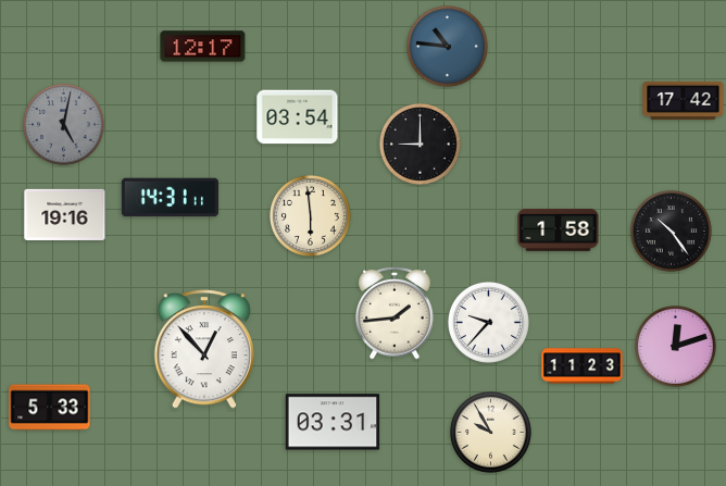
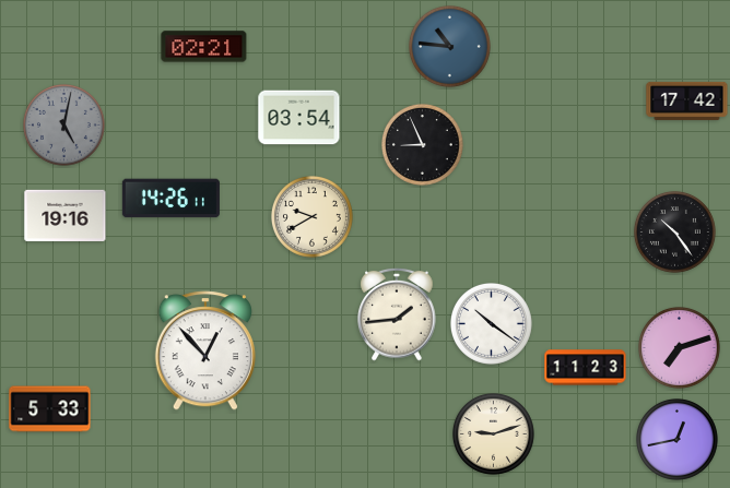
clock at (203, 47): 12:17 -> 02:21
clock at (421, 145): 9:00 -> 8:56
clock at (170, 198): 14:31 -> 14:26
clock at (311, 216): 5:59 -> 9:40
clock at (559, 229): 1:58 -> none
clock at (489, 323): 9:37 -> 10:21
clock at (676, 347): 12:12 -> 7:12
clock at (333, 422): 03:31 -> none
clock at (491, 433): 9:55 -> 9:12
clock at (678, 440): none -> 12:43
